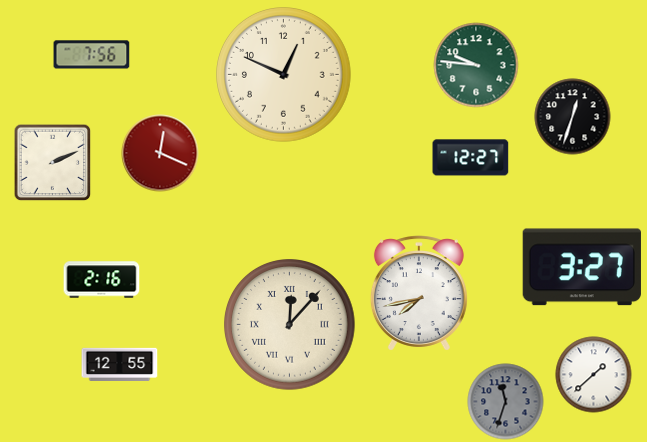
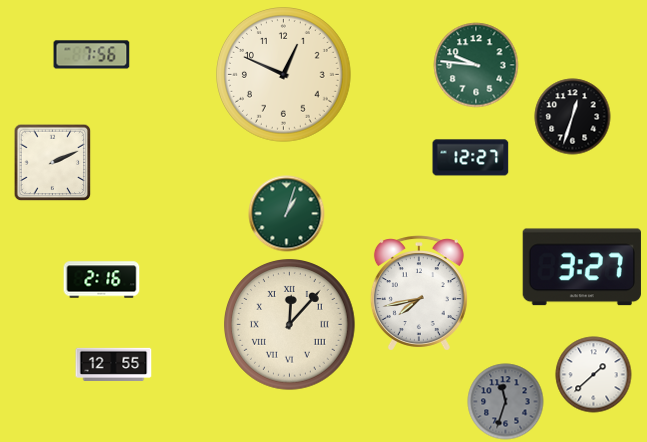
clock at (160, 153): 12:19 -> none
clock at (287, 214): none -> 1:03
clock at (120, 364) position: (120, 364) -> (114, 364)
